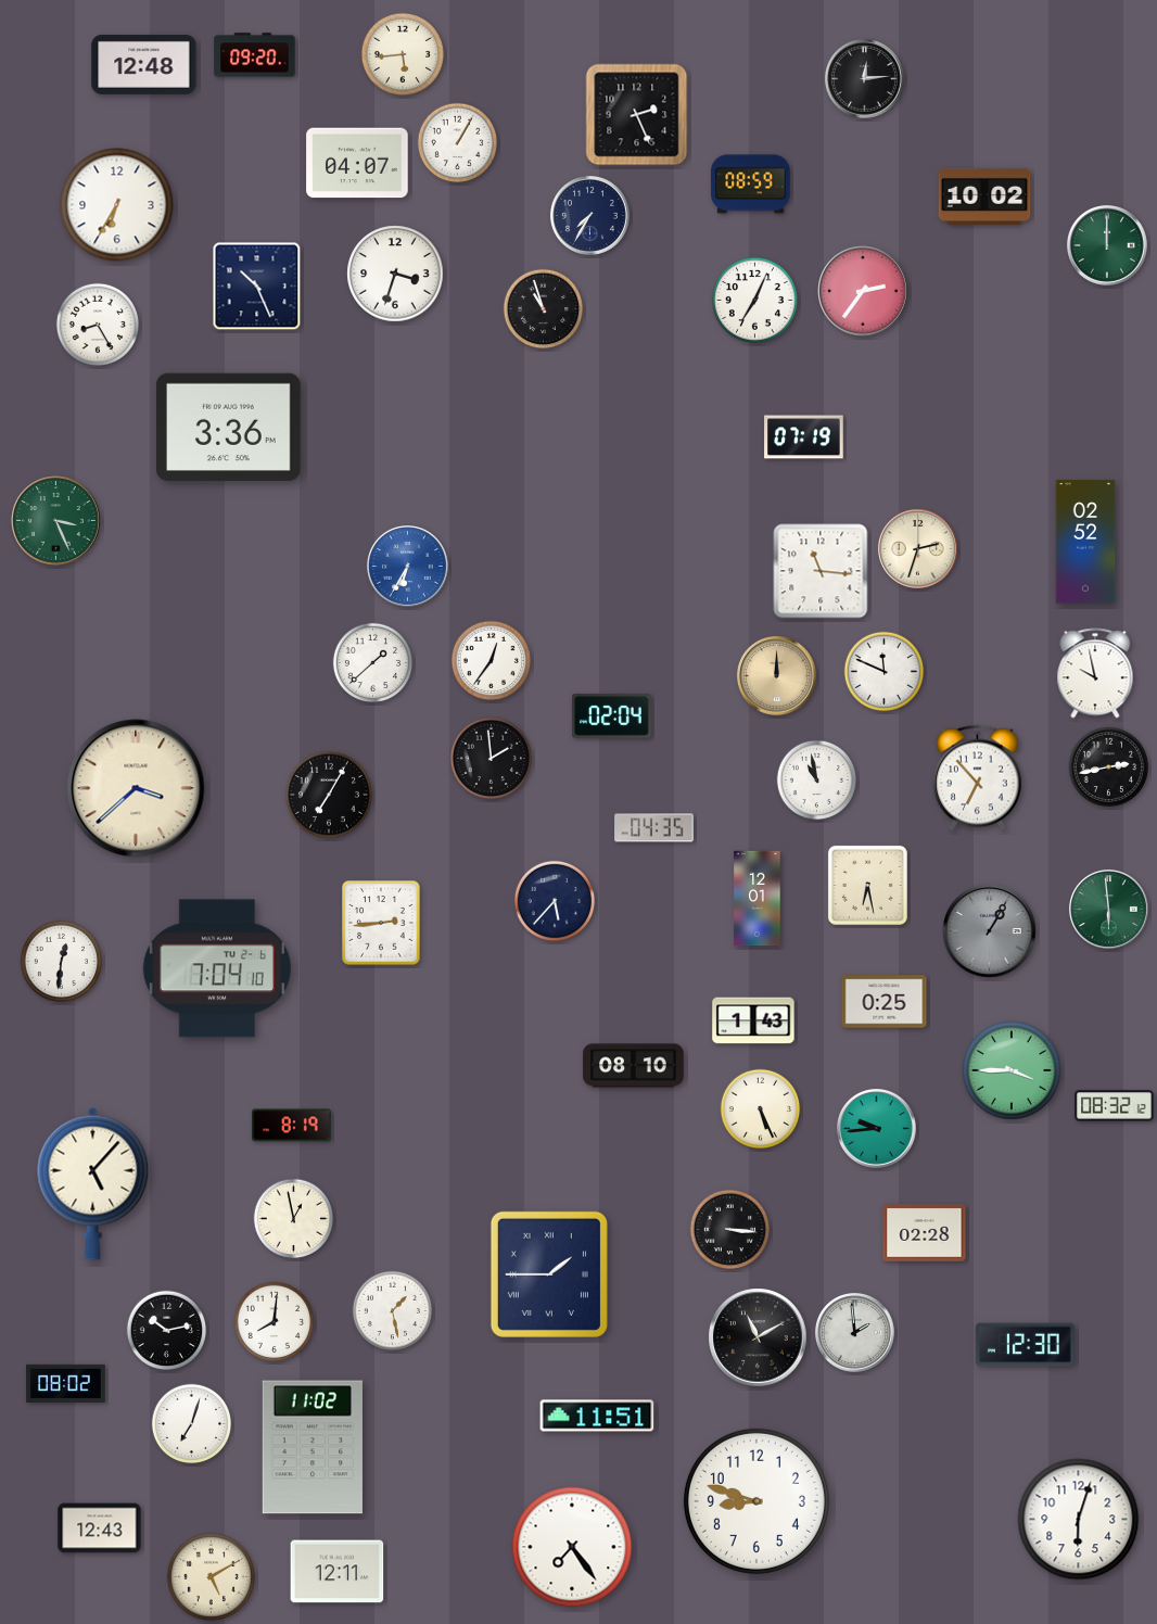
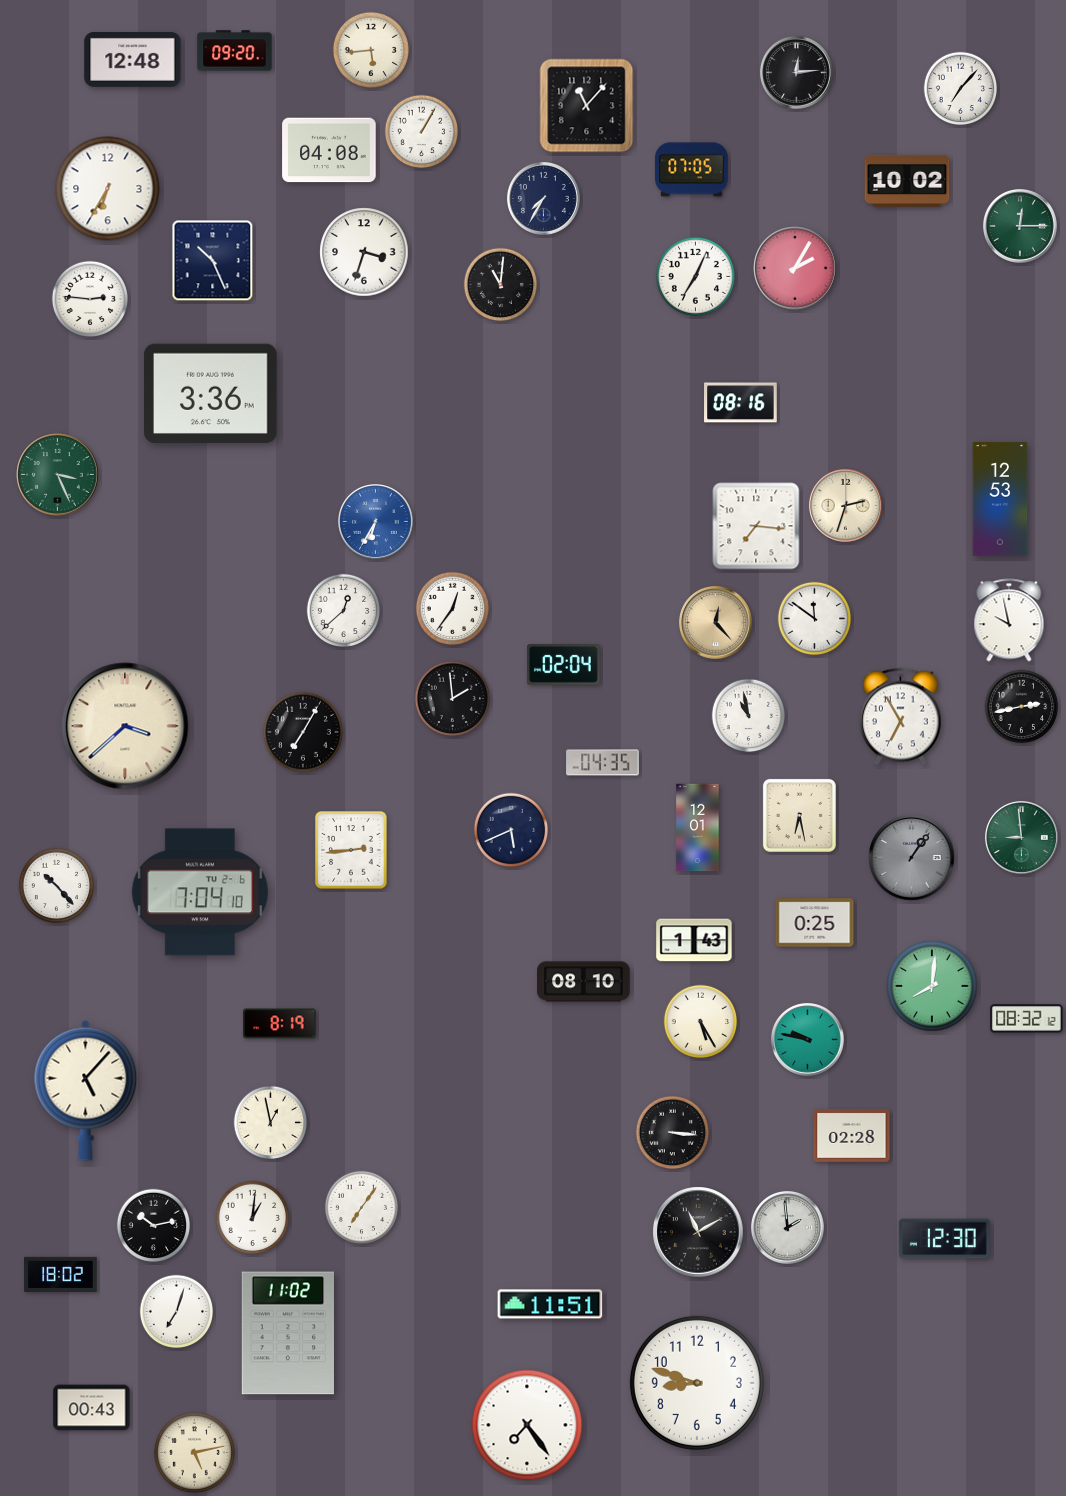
clock at (961, 89): none -> 7:07
clock at (637, 115): 2:26 -> 11:07
clock at (357, 163): 04:07 -> 04:08
clock at (751, 185): 08:59 -> 07:05
clock at (1107, 245): 12:00 -> 12:15
clock at (257, 287) position: (257, 287) -> (213, 261)
clock at (863, 291): 2:36 -> 2:05
clock at (544, 309): 10:57 -> 11:01
clock at (97, 323): 8:25 -> 2:46
clock at (804, 437): 07:19 -> 08:16
clock at (56, 521) position: (56, 521) -> (58, 475)
clock at (1085, 542): 02:52 -> 12:53
clock at (821, 571): 11:16 -> 7:16
clock at (373, 663): 1:38 -> 12:38
clock at (885, 672): 11:49 -> 11:51
clock at (776, 675): 12:00 -> 12:23
clock at (612, 716) position: (612, 716) -> (564, 665)
clock at (977, 778): 6:53 -> 6:55
clock at (817, 781) position: (817, 781) -> (749, 716)
clock at (555, 901): 5:37 -> 5:41
clock at (1108, 909): 5:59 -> 8:59
clock at (990, 931): 1:05 -> 1:06
clock at (61, 961): 12:31 -> 10:23
clock at (1012, 1070): 3:45 -> 8:01
clock at (761, 1109): 5:26 -> 5:25
clock at (292, 1126) position: (292, 1126) -> (280, 1024)
clock at (876, 1128): 9:44 -> 9:47
clock at (549, 1274): 1:45 -> none
clock at (393, 1311): 1:28 -> 7:06
clock at (275, 1322): 8:01 -> 1:01
clock at (66, 1383): 08:02 -> 18:02
clock at (1079, 1520): 6:03 -> none
clock at (100, 1528): 12:43 -> 00:43
clock at (338, 1572): 12:11 -> none
clock at (211, 1576): 5:10 -> 5:13
